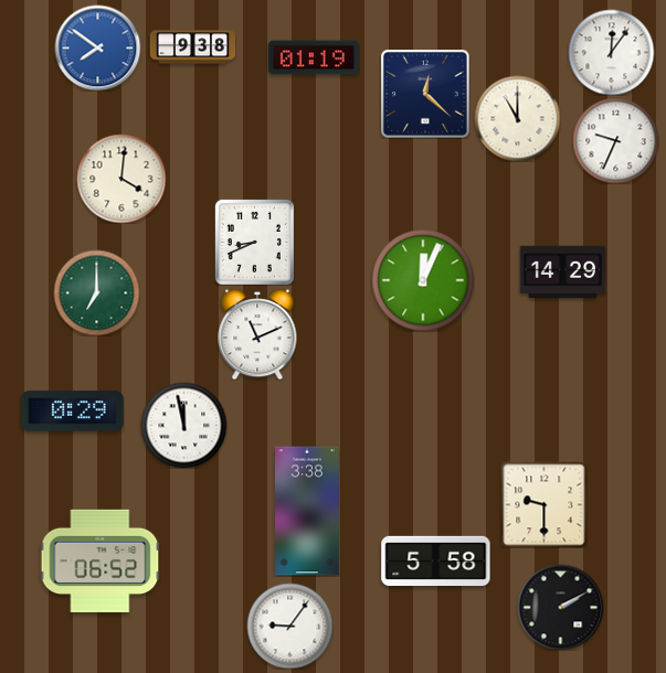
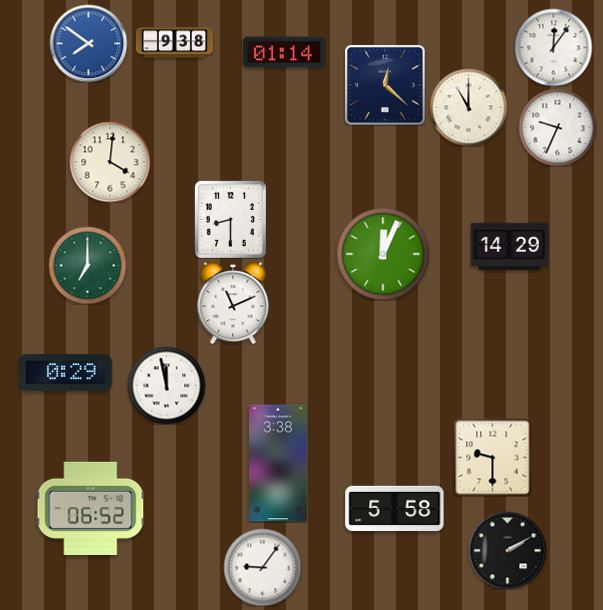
clock at (314, 57): 01:19 -> 01:14
clock at (254, 242): 8:41 -> 8:30
